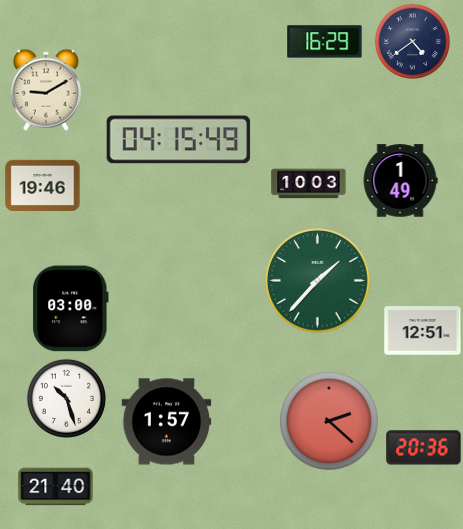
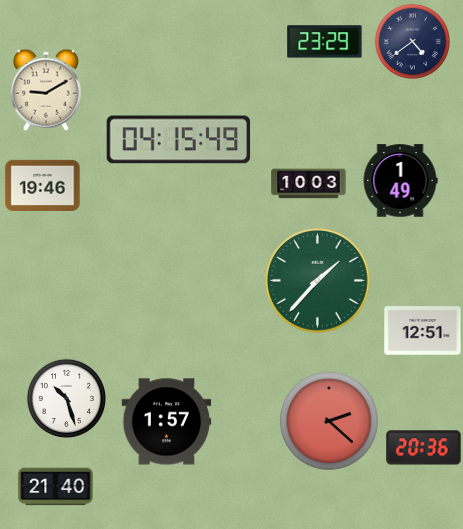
clock at (325, 42): 16:29 -> 23:29
clock at (71, 309): 03:00 -> none
